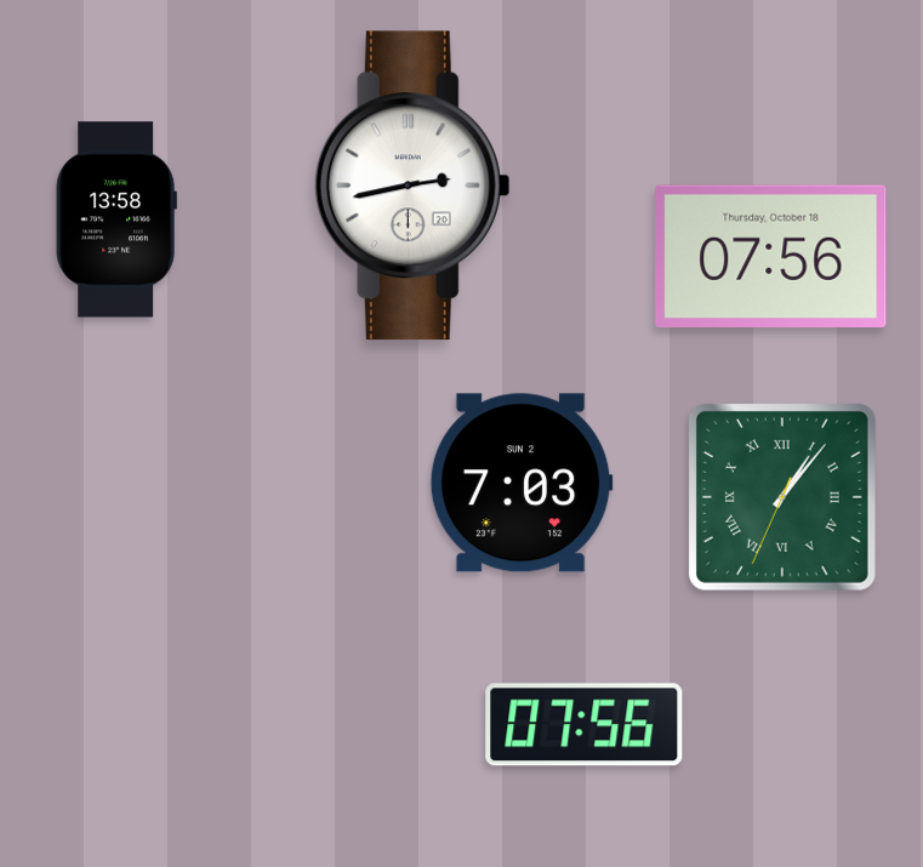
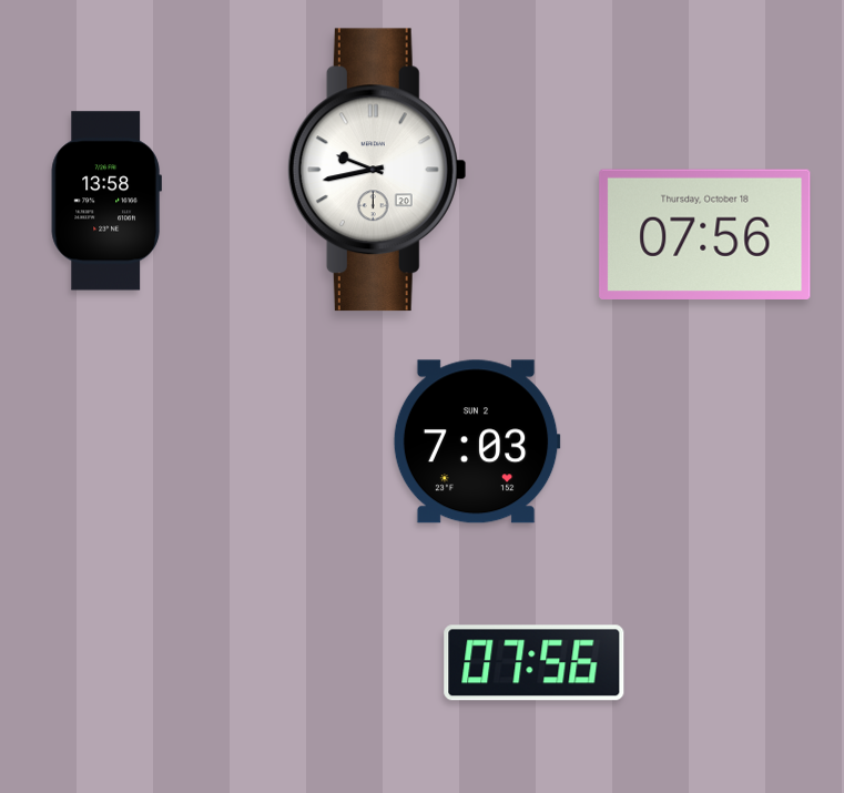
clock at (412, 186): 2:43 -> 9:43
clock at (782, 497): 1:06 -> none
